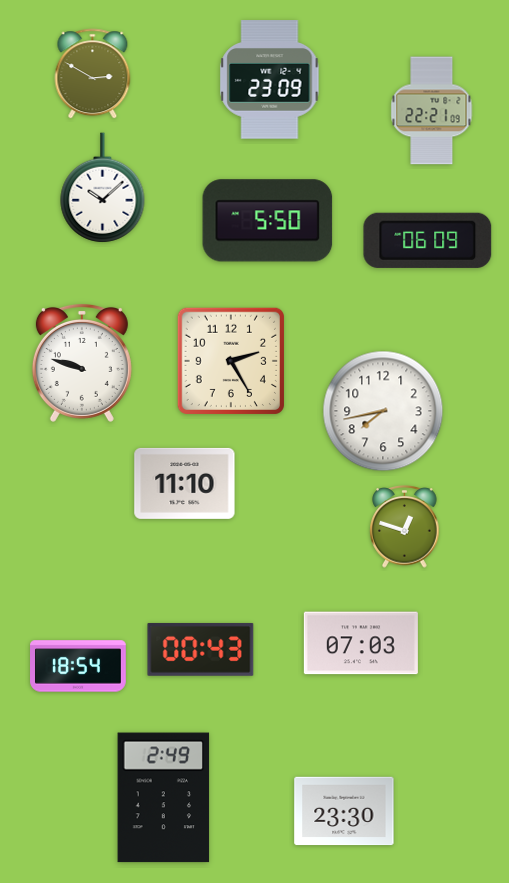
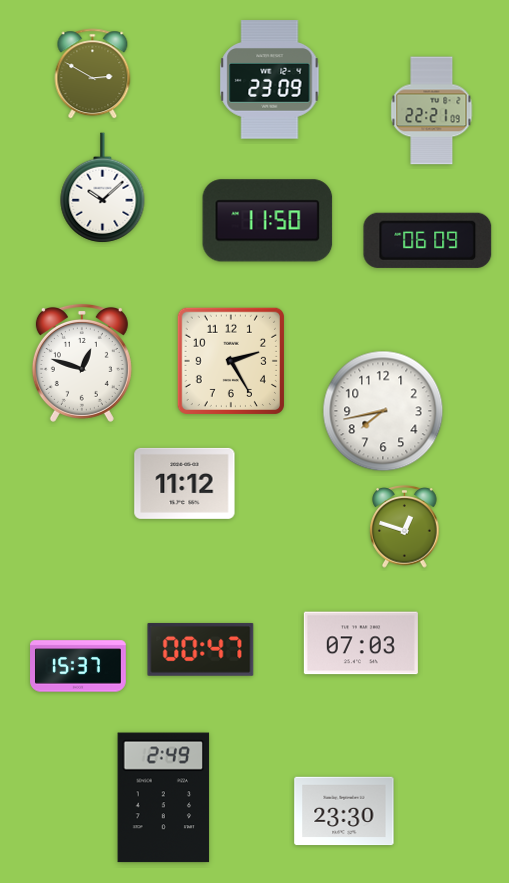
clock at (268, 221): 5:50 -> 11:50
clock at (82, 363): 9:48 -> 12:48
clock at (185, 483): 11:10 -> 11:12
clock at (201, 649): 00:43 -> 00:47
clock at (78, 666): 18:54 -> 15:37
